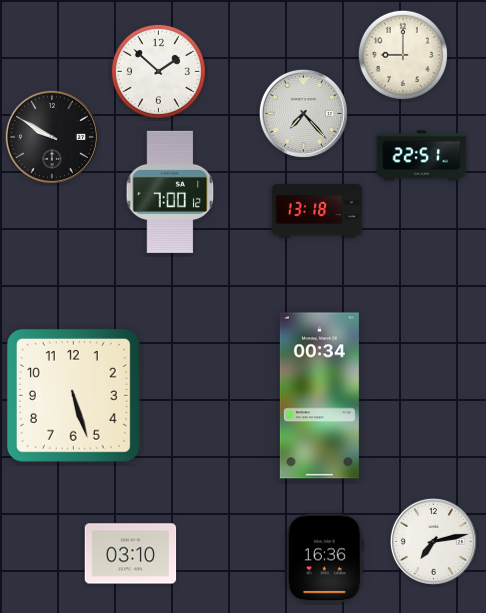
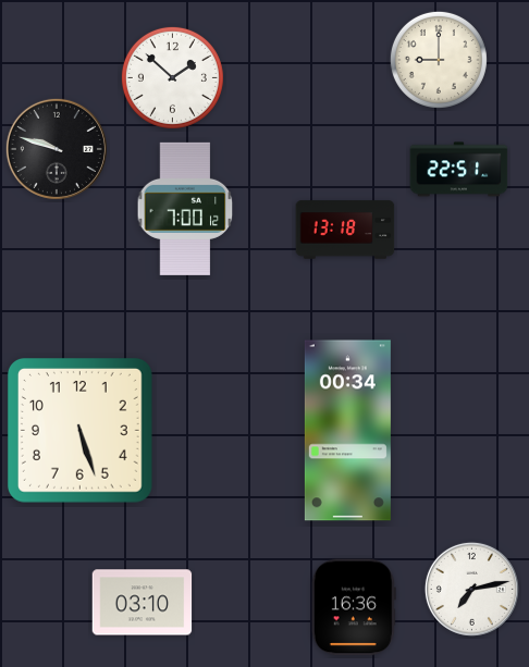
clock at (303, 113): 7:23 -> none
clock at (52, 137): 9:50 -> 9:48
